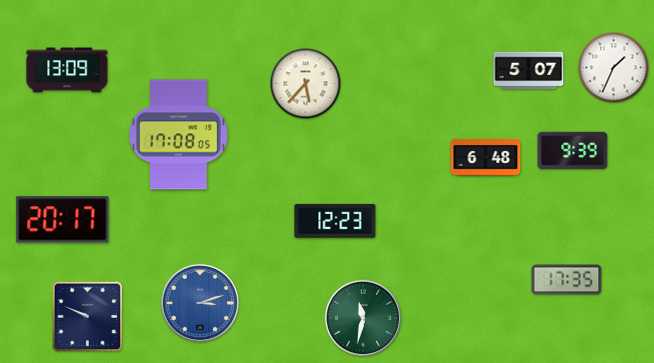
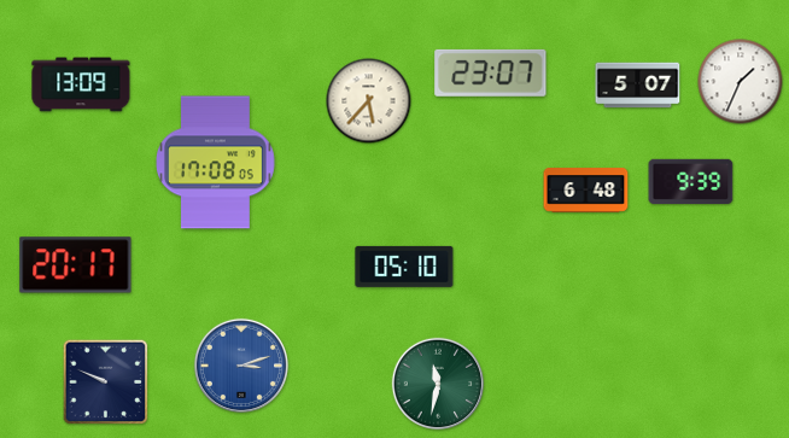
clock at (491, 72): none -> 23:07
clock at (335, 221): 12:23 -> 05:10
clock at (567, 280): 17:35 -> none
